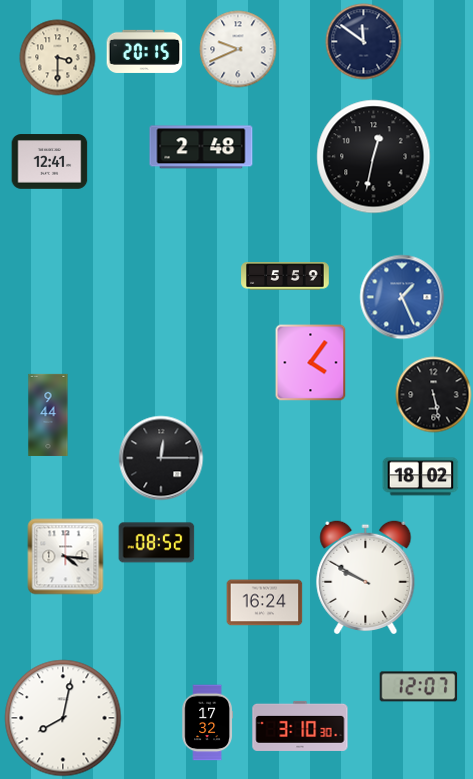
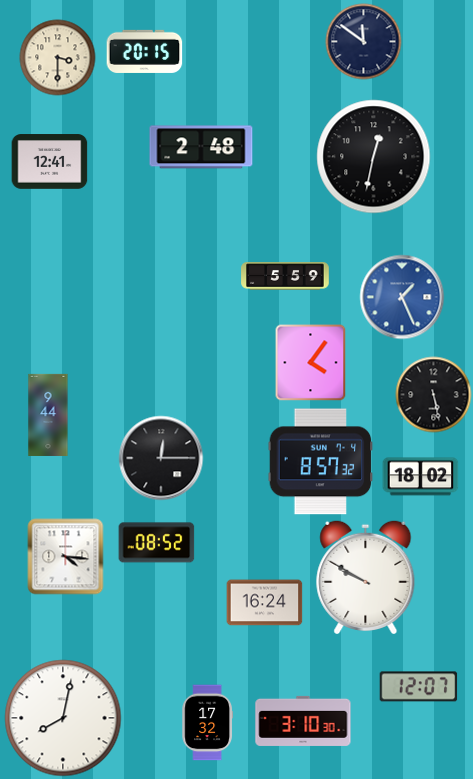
clock at (238, 49): 9:41 -> none
clock at (321, 462): none -> 8:57
clock at (300, 726) position: (300, 726) -> (303, 721)
